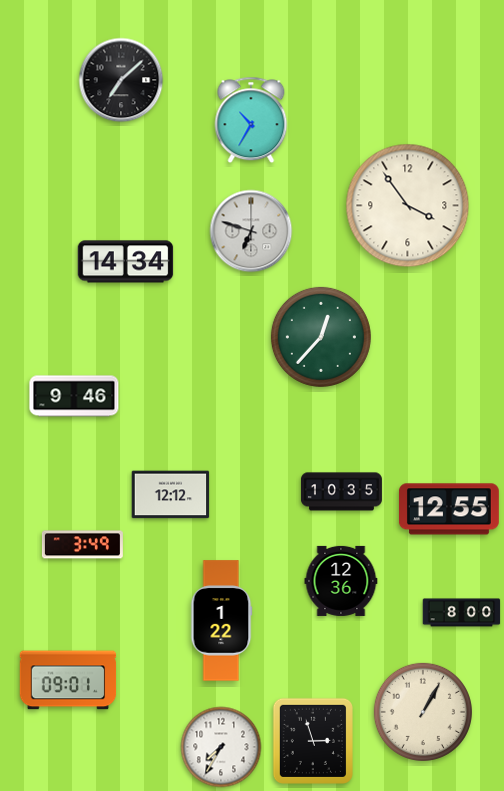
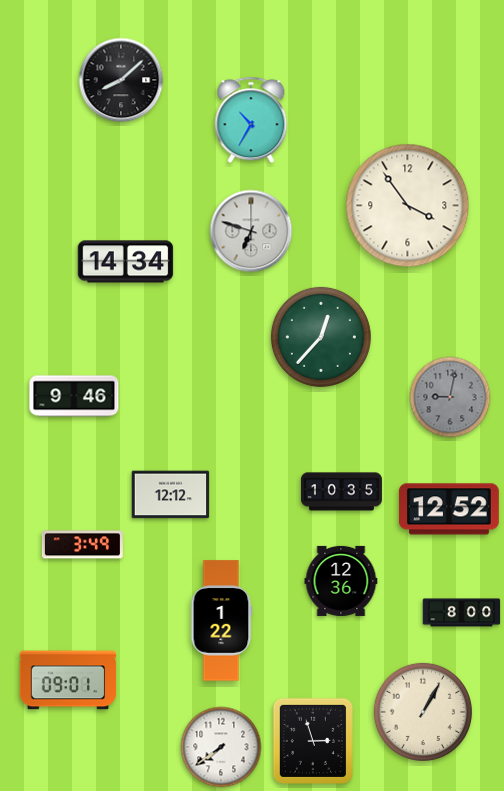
clock at (121, 80): 7:08 -> 8:08
clock at (450, 397): none -> 9:02
clock at (449, 509): 12:55 -> 12:52
clock at (221, 747): 7:35 -> 7:39
